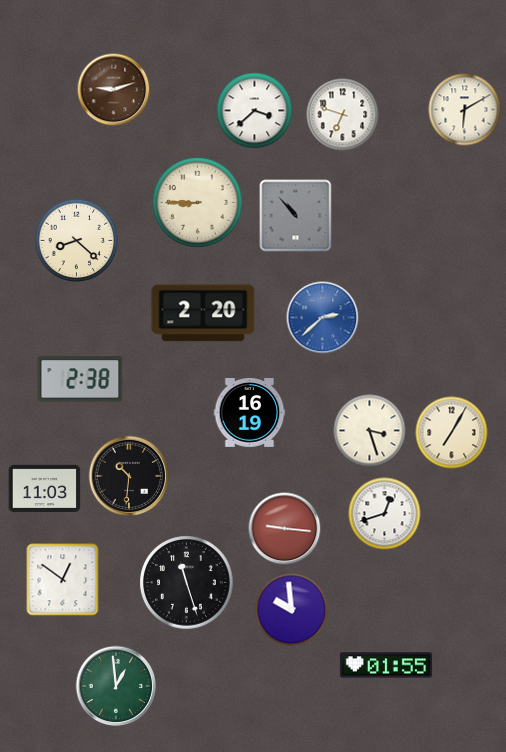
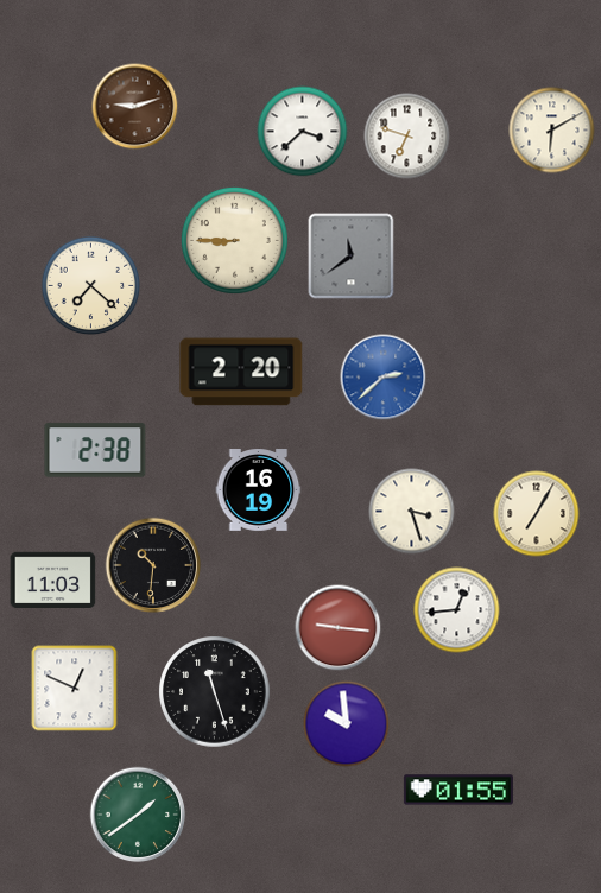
clock at (296, 216): 10:53 -> 11:39
clock at (77, 241): 8:22 -> 7:22
clock at (250, 413) position: (250, 413) -> (259, 490)
clock at (370, 431) position: (370, 431) -> (412, 512)
clock at (385, 514): 12:42 -> 12:44
clock at (63, 580): 12:51 -> 12:49
clock at (187, 583) position: (187, 583) -> (215, 692)
clock at (116, 686): 12:59 -> 1:39
